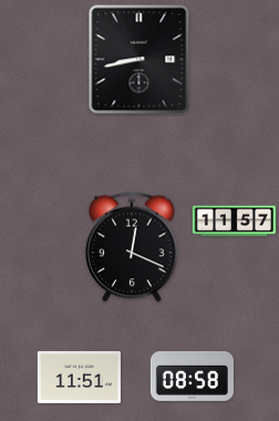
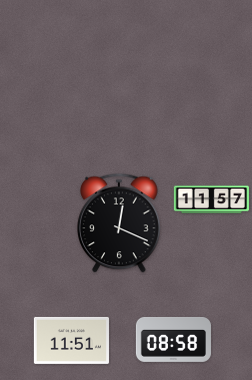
clock at (139, 60): 8:43 -> none
